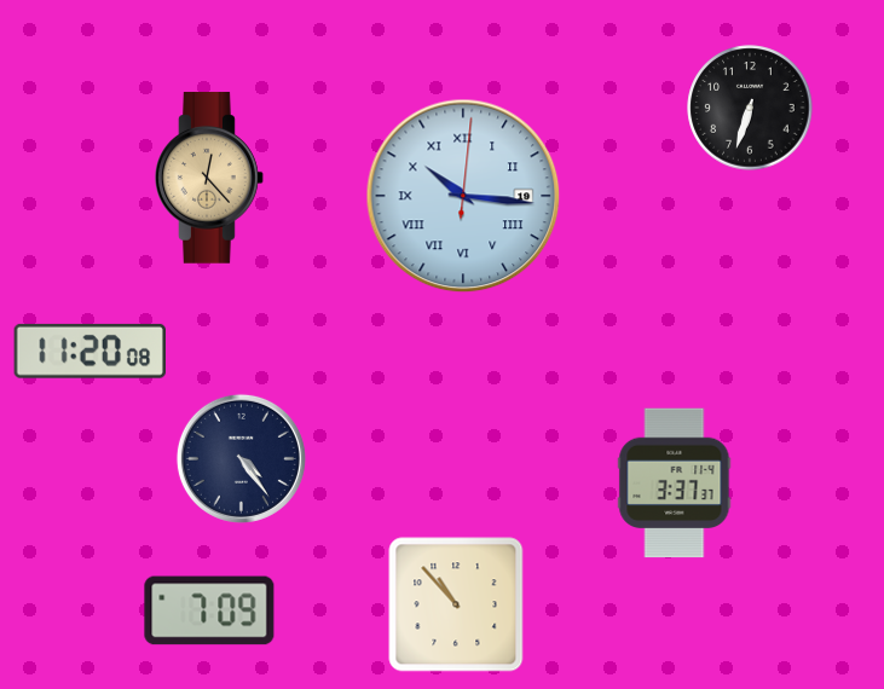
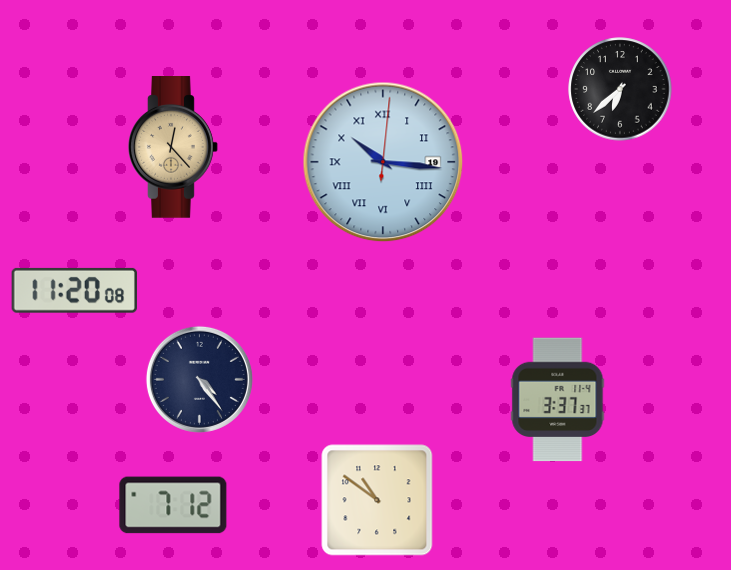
clock at (750, 108): 6:33 -> 6:38
clock at (456, 604): 10:53 -> 10:51
clock at (209, 610): 7:09 -> 7:12
